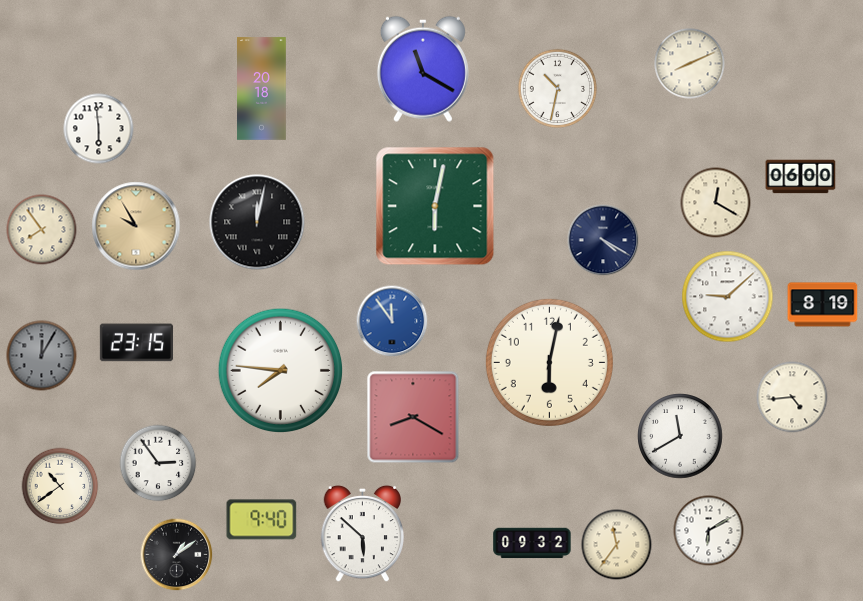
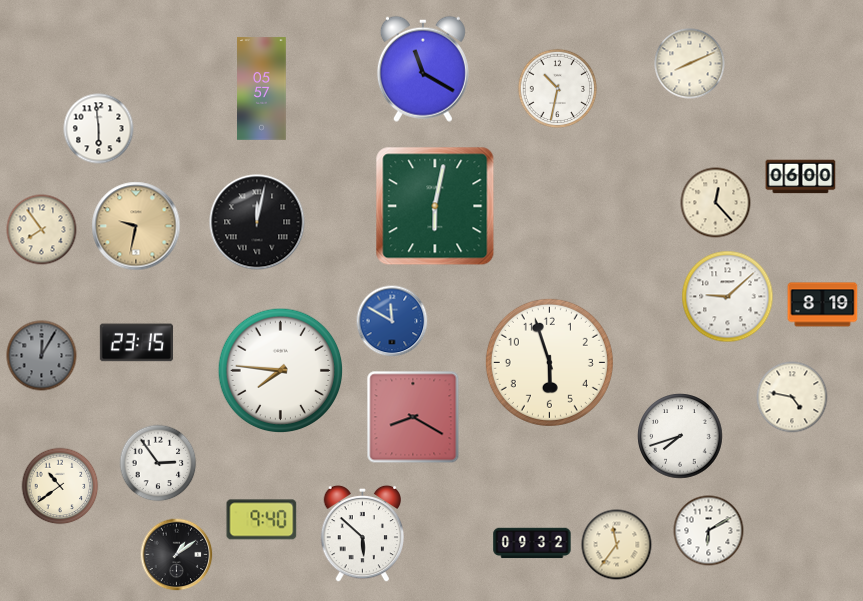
clock at (262, 89): 20:18 -> 05:57
clock at (716, 203): 12:20 -> 12:23
clock at (136, 226): 9:55 -> 9:32
clock at (603, 240): 4:20 -> none
clock at (392, 321): 11:54 -> 11:50
clock at (549, 362): 6:02 -> 5:57
clock at (792, 397): 4:44 -> 4:47
clock at (680, 436): 11:40 -> 7:42
